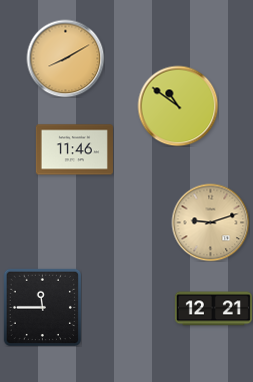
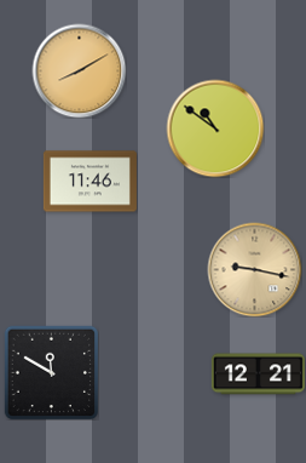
clock at (210, 222): 9:12 -> 9:17
clock at (42, 307): 11:45 -> 11:50
